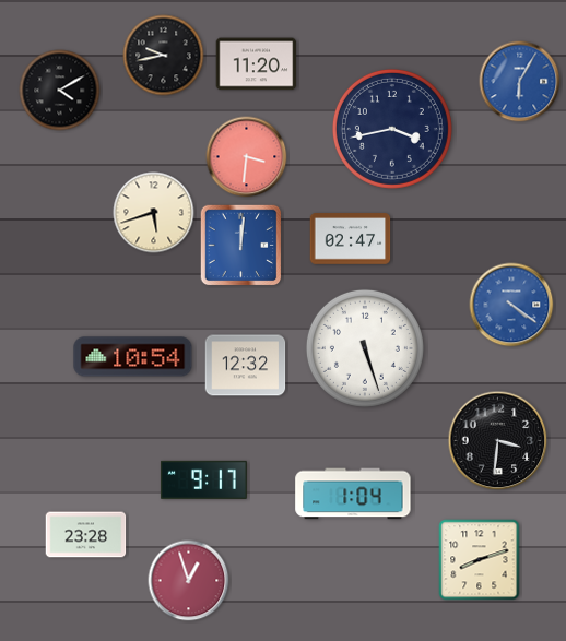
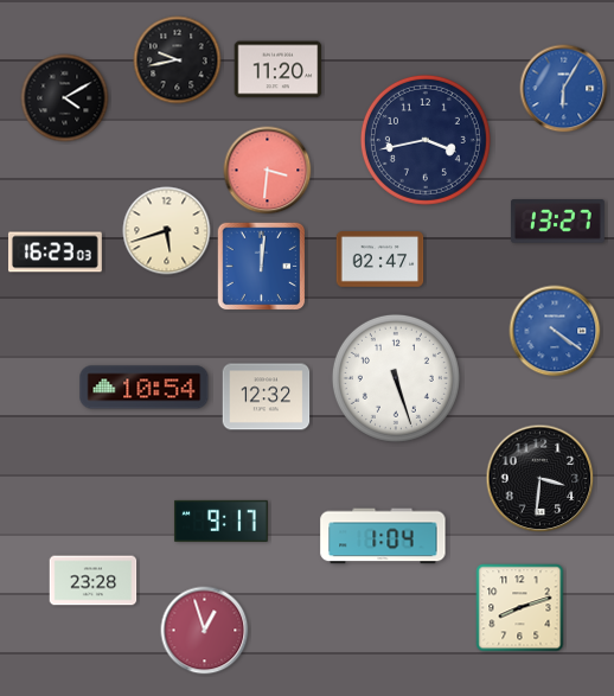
clock at (557, 222): none -> 13:27
clock at (56, 253): none -> 16:23
